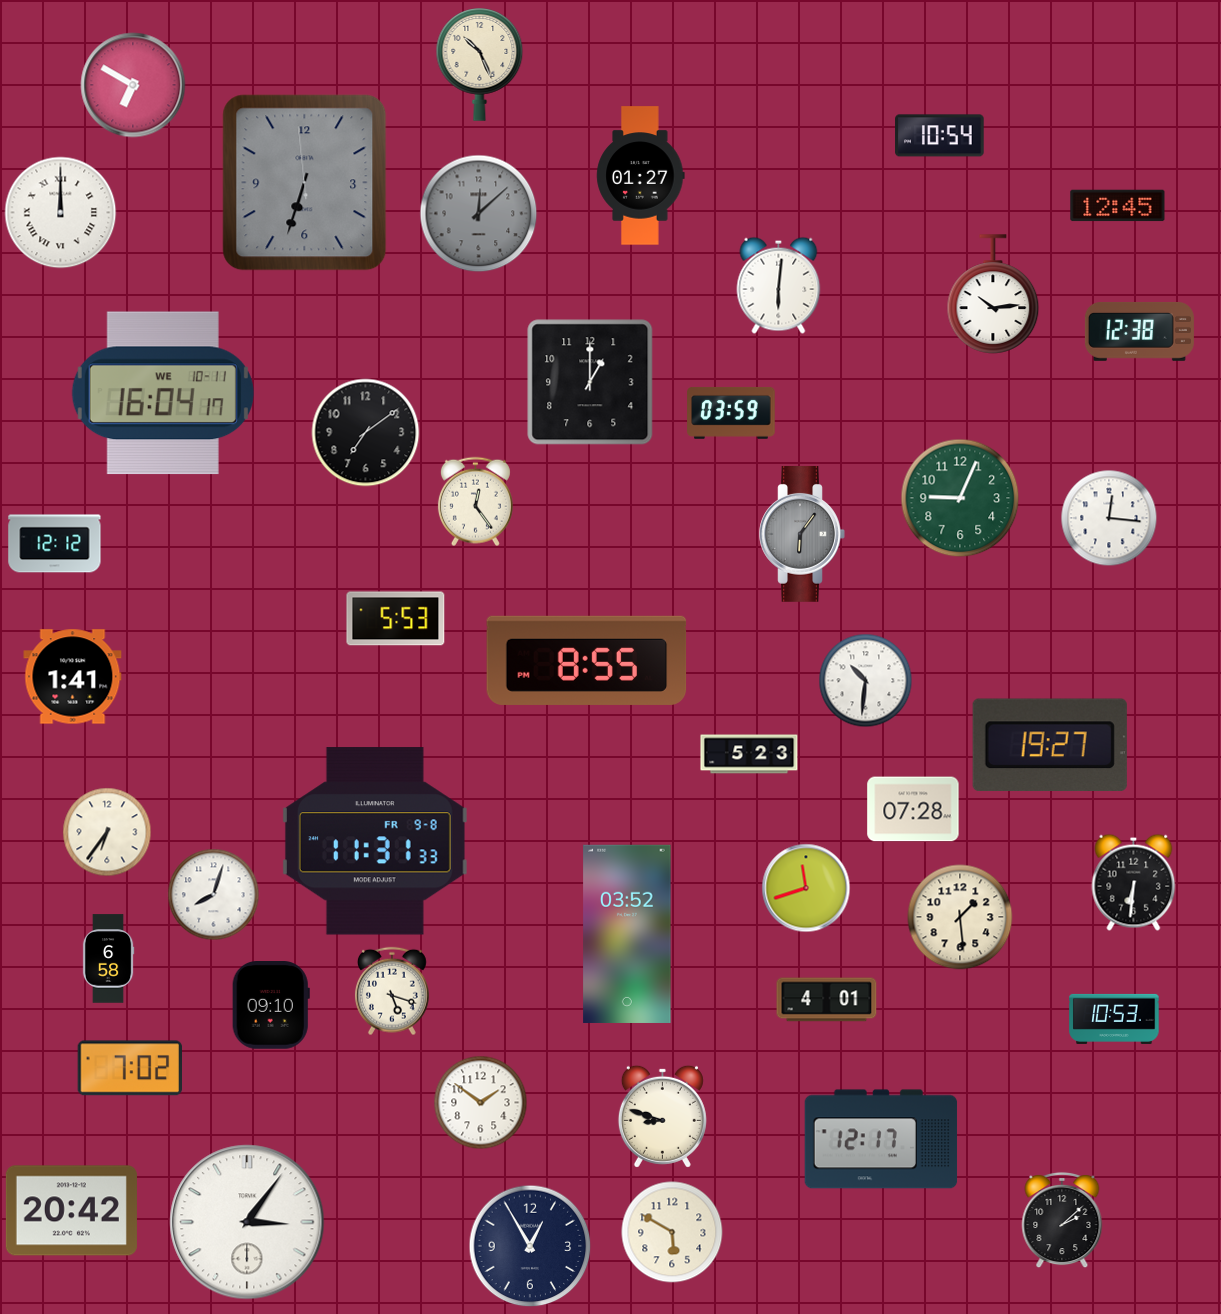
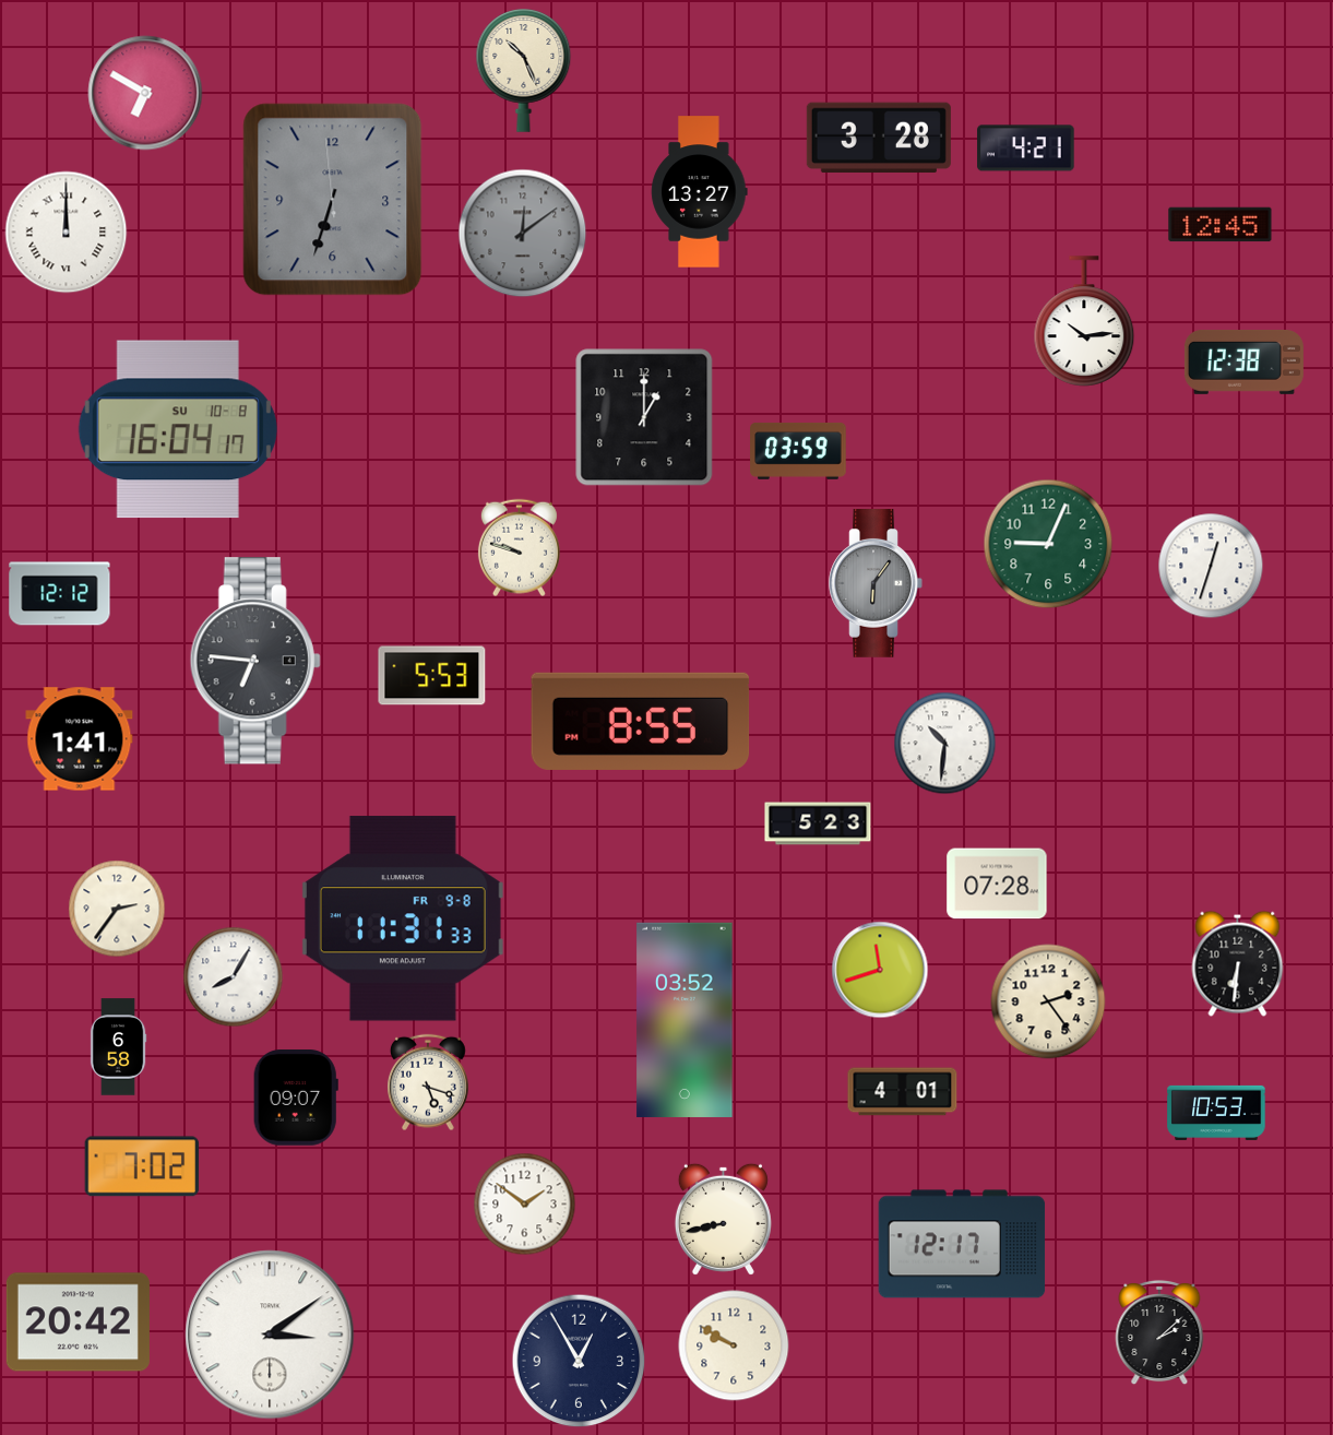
clock at (879, 137): none -> 3:28
clock at (940, 136): 10:54 -> 4:21
clock at (641, 176): 01:27 -> 13:27
clock at (479, 214): 12:08 -> 12:09
clock at (779, 285): 6:01 -> none
clock at (163, 393) date: WE 10-11 -> SU 10-8
clock at (366, 433): 7:09 -> none
clock at (475, 502): 12:24 -> 9:48
clock at (1109, 518): 12:16 -> 12:33
clock at (255, 661): none -> 6:46
clock at (1050, 744): 19:27 -> none
clock at (107, 832): 6:36 -> 2:36
clock at (375, 841) position: (375, 841) -> (403, 918)
clock at (214, 895): 8:03 -> 8:05
clock at (960, 917): 1:29 -> 2:24
clock at (271, 1006): 09:10 -> 09:07
clock at (662, 1116): 8:48 -> 8:43
clock at (247, 1222): 3:06 -> 3:09
clock at (672, 1232): 5:50 -> 9:50
